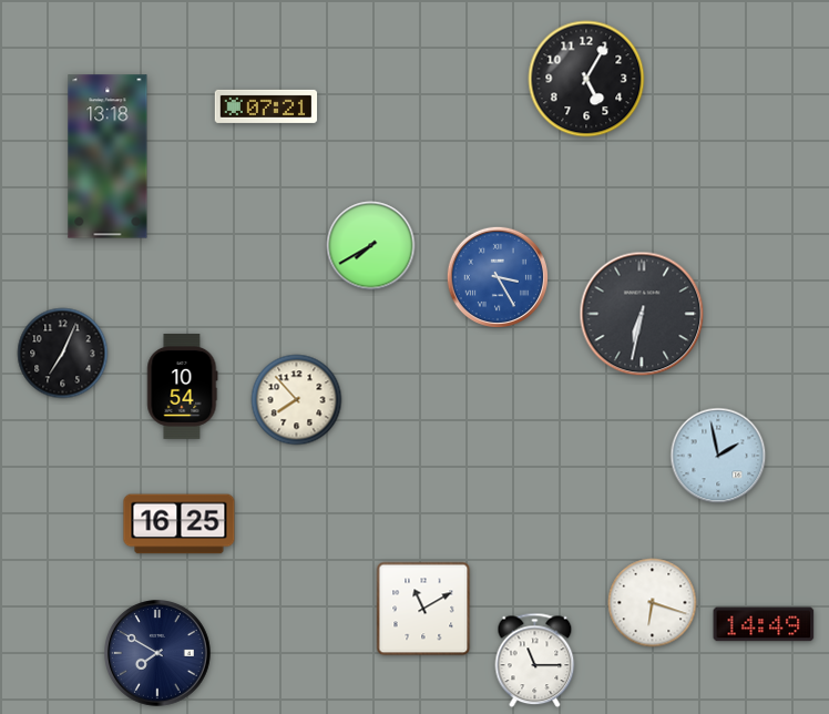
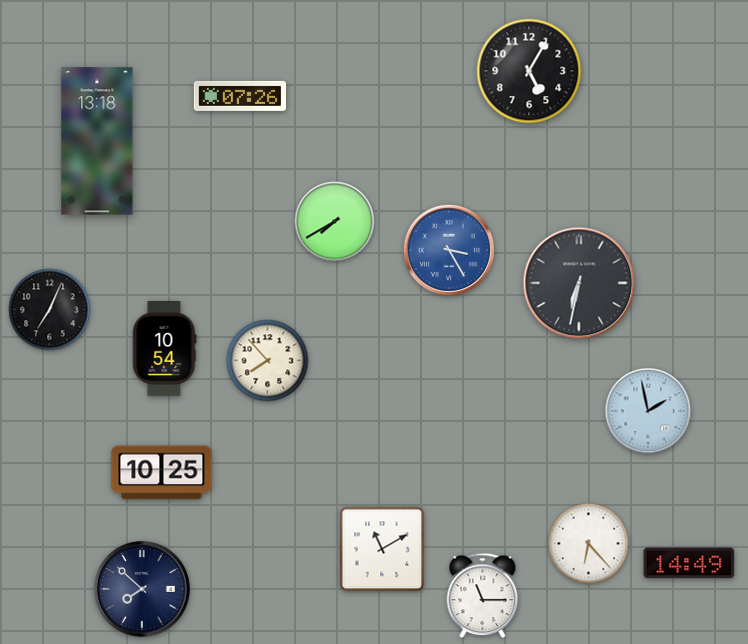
clock at (266, 106): 07:21 -> 07:26
clock at (63, 354) position: (63, 354) -> (50, 310)
clock at (180, 524): 16:25 -> 10:25
clock at (653, 603): 6:18 -> 6:23
clock at (158, 654): 7:50 -> 7:52
